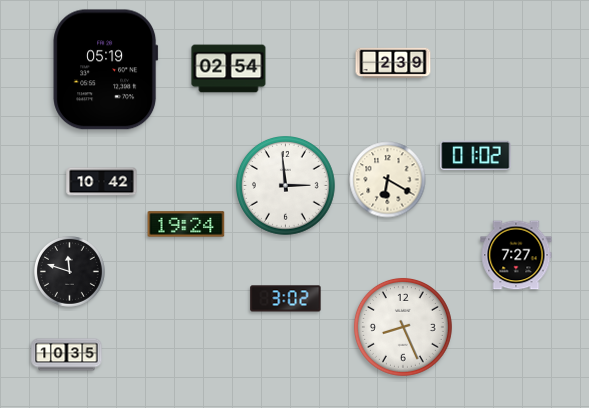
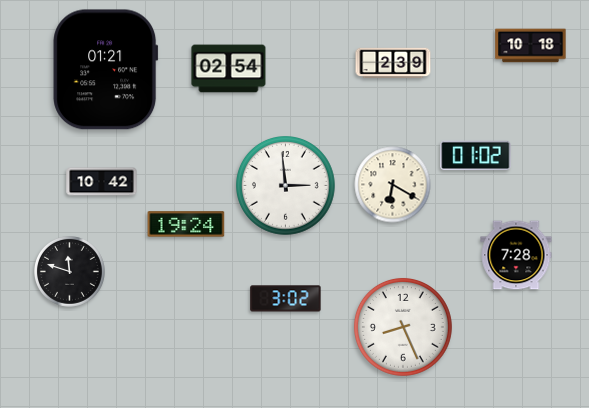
clock at (531, 46): none -> 10:18
clock at (106, 70): 05:19 -> 01:21
clock at (388, 180) position: (388, 180) -> (393, 185)
clock at (516, 255): 7:27 -> 7:28
clock at (67, 355): 10:35 -> none
